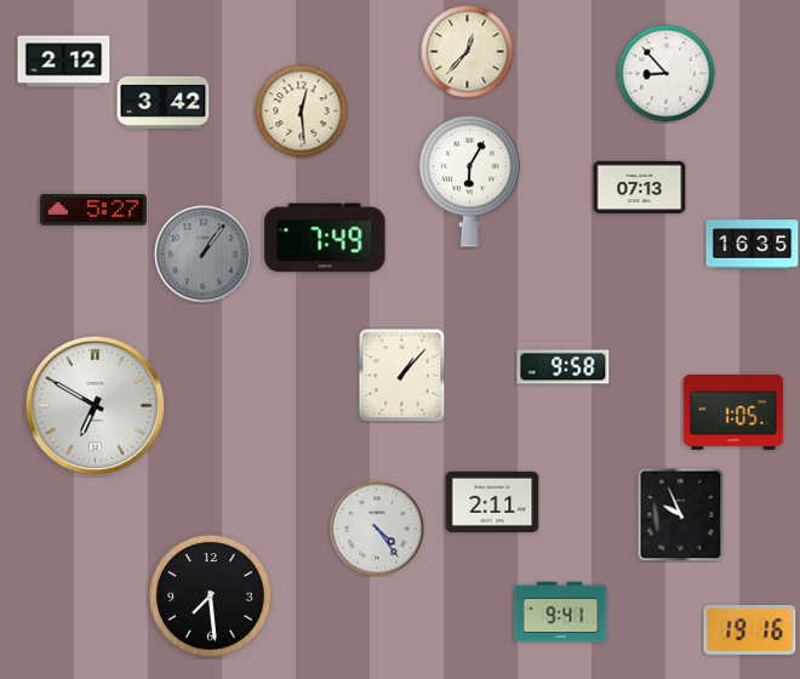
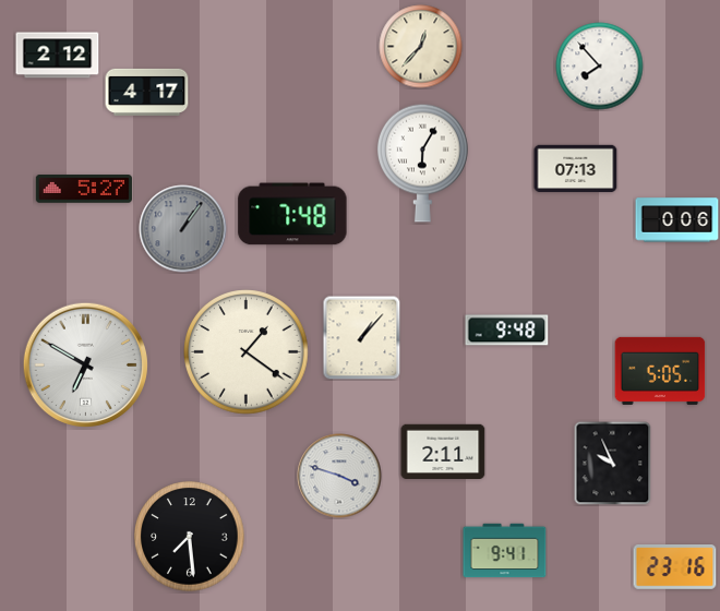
clock at (667, 74): 8:53 -> 7:53
clock at (164, 102): 3:42 -> 4:17
clock at (302, 112): 12:29 -> none
clock at (325, 238): 7:49 -> 7:48
clock at (753, 245): 16:35 -> 0:06
clock at (564, 367): 9:58 -> 9:48
clock at (247, 352): none -> 1:21
clock at (733, 412): 1:05 -> 5:05
clock at (377, 529): 4:24 -> 3:48
clock at (750, 630): 19:16 -> 23:16
